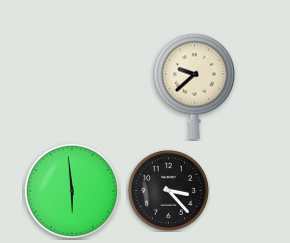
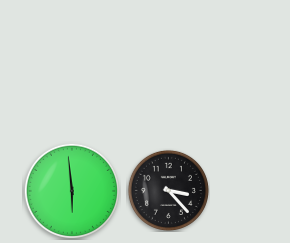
clock at (195, 86): 9:38 -> none
